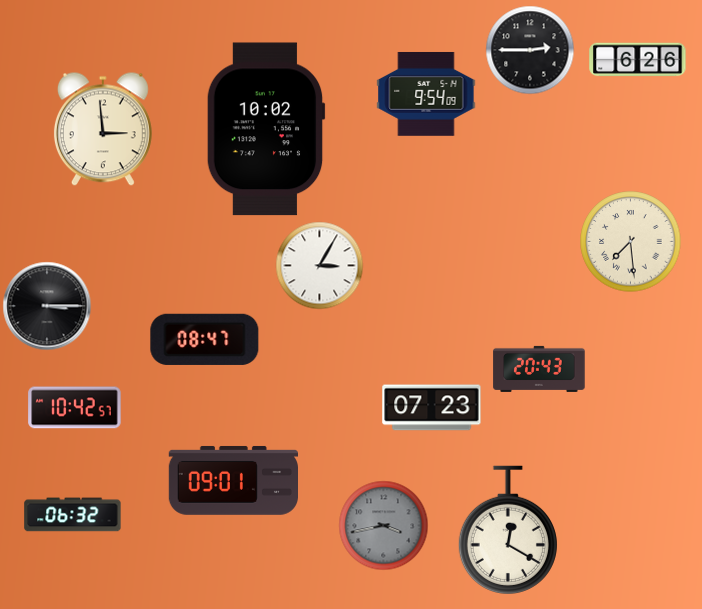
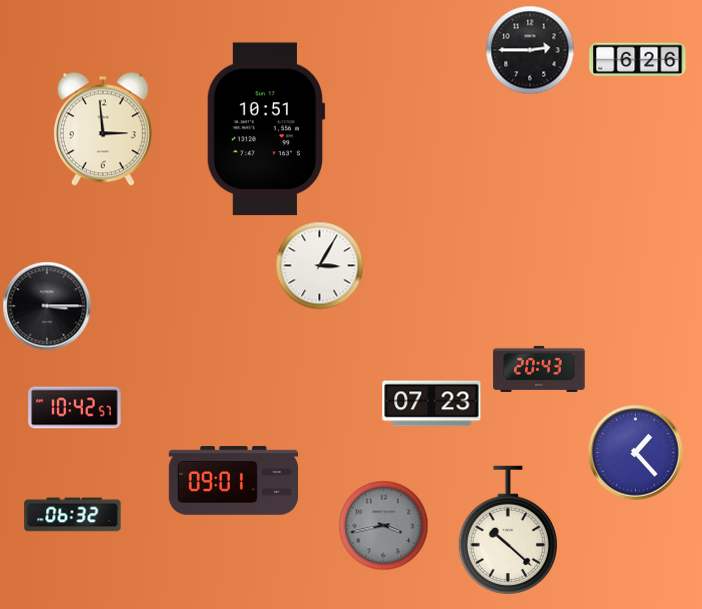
clock at (426, 94): 9:54 -> none
clock at (266, 129): 10:02 -> 10:51
clock at (631, 242): 7:29 -> none
clock at (205, 339): 08:47 -> none
clock at (432, 408) position: (432, 408) -> (432, 404)
clock at (636, 453): none -> 1:23
clock at (508, 530): 12:20 -> 10:22
